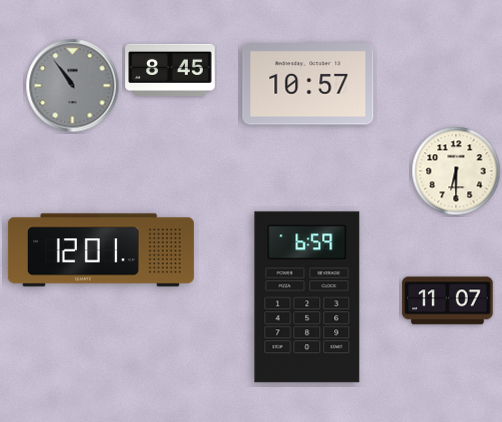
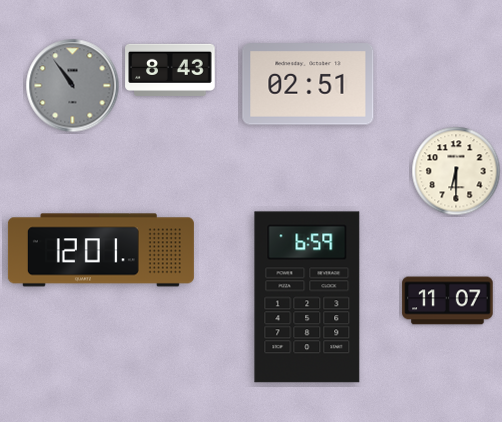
clock at (170, 69): 8:45 -> 8:43
clock at (308, 84): 10:57 -> 02:51
